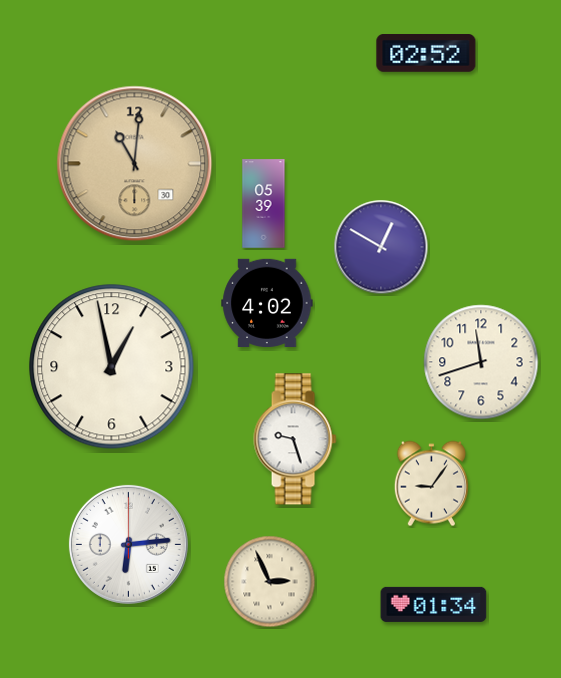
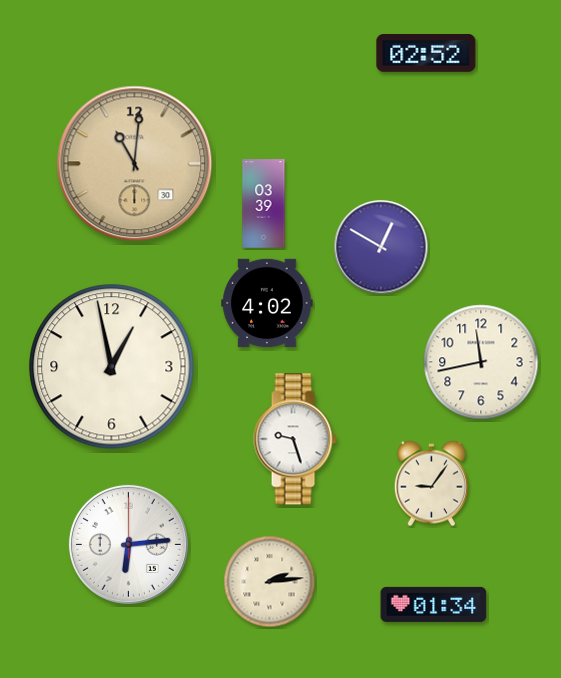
clock at (264, 204): 05:39 -> 03:39
clock at (481, 362): 11:42 -> 11:43
clock at (270, 582): 2:56 -> 2:14
